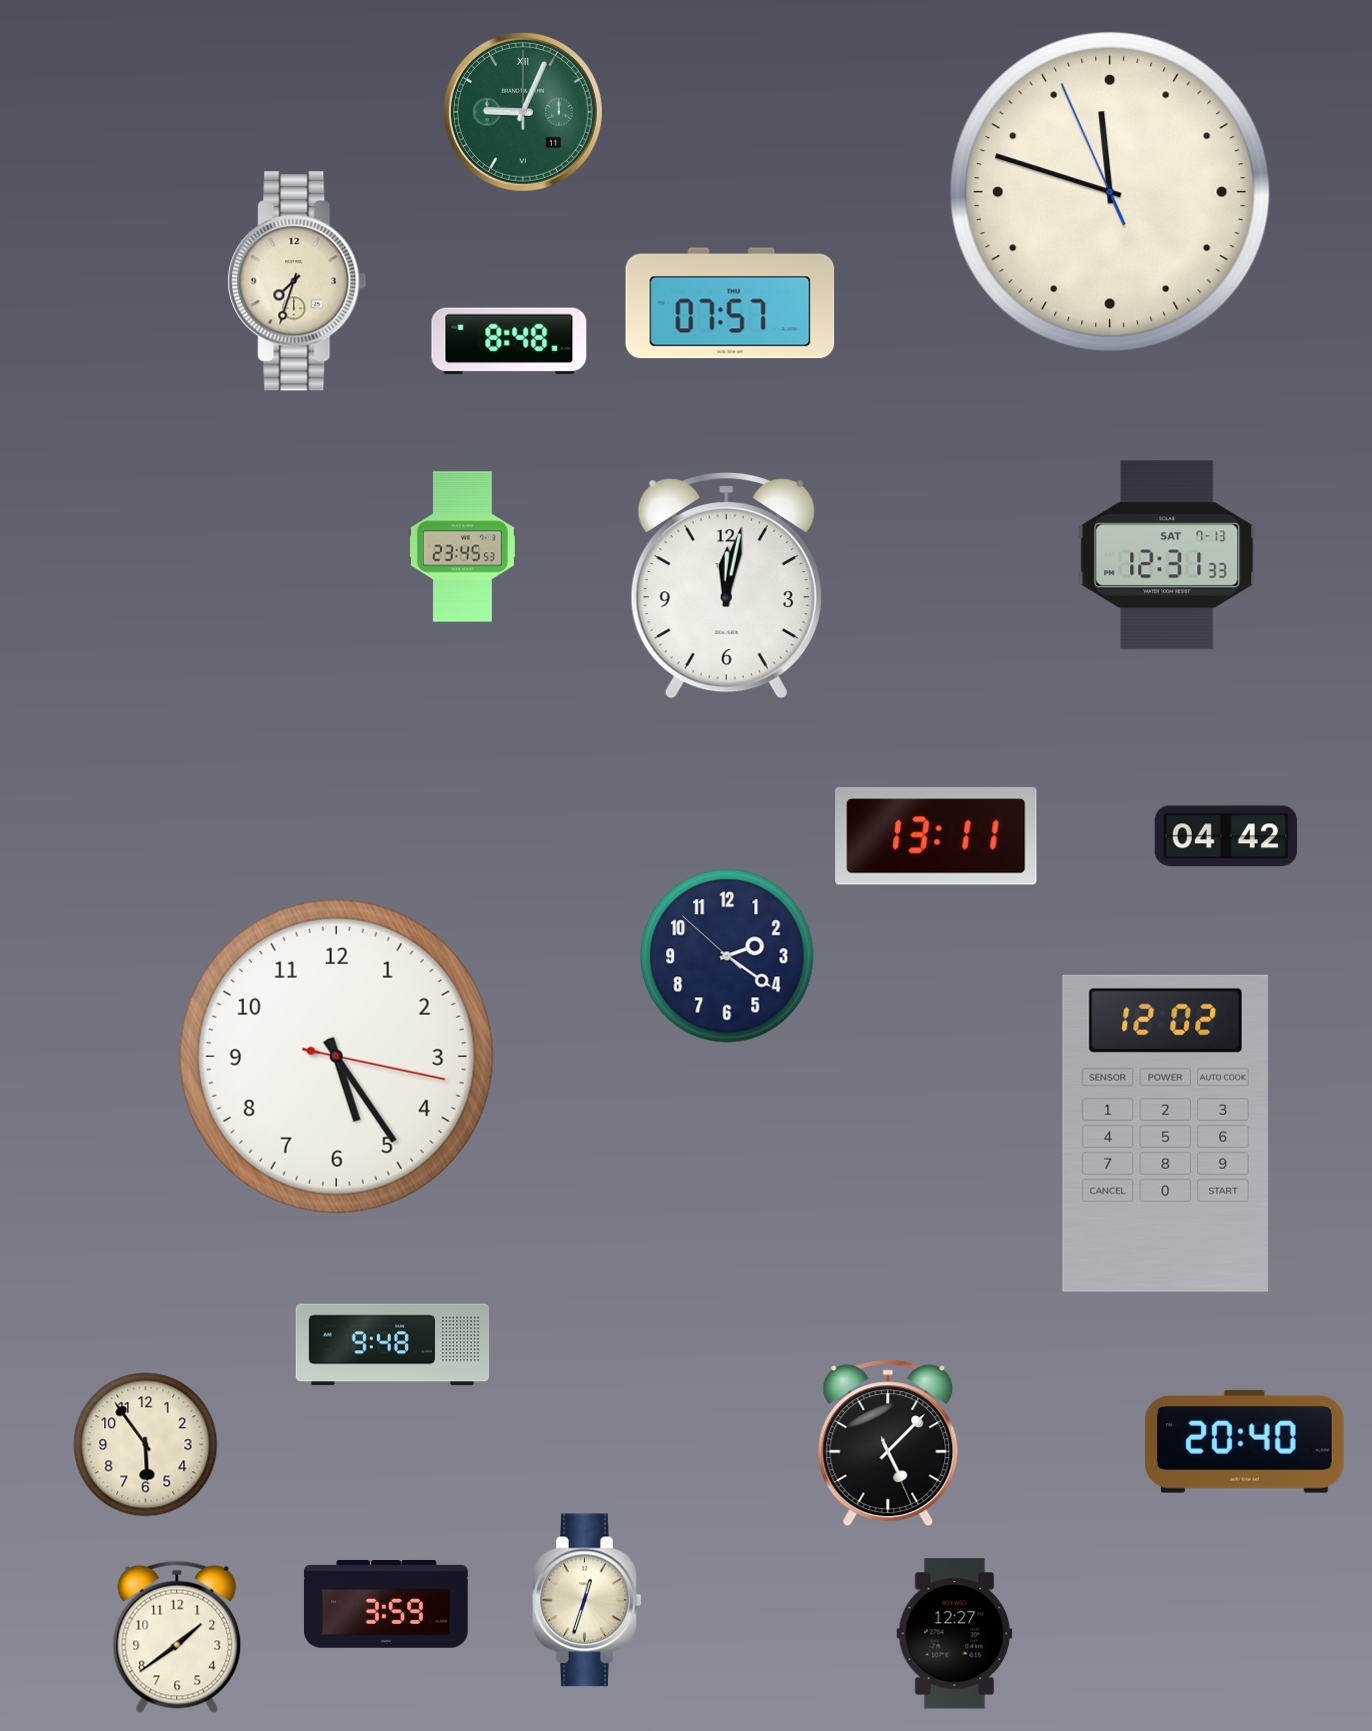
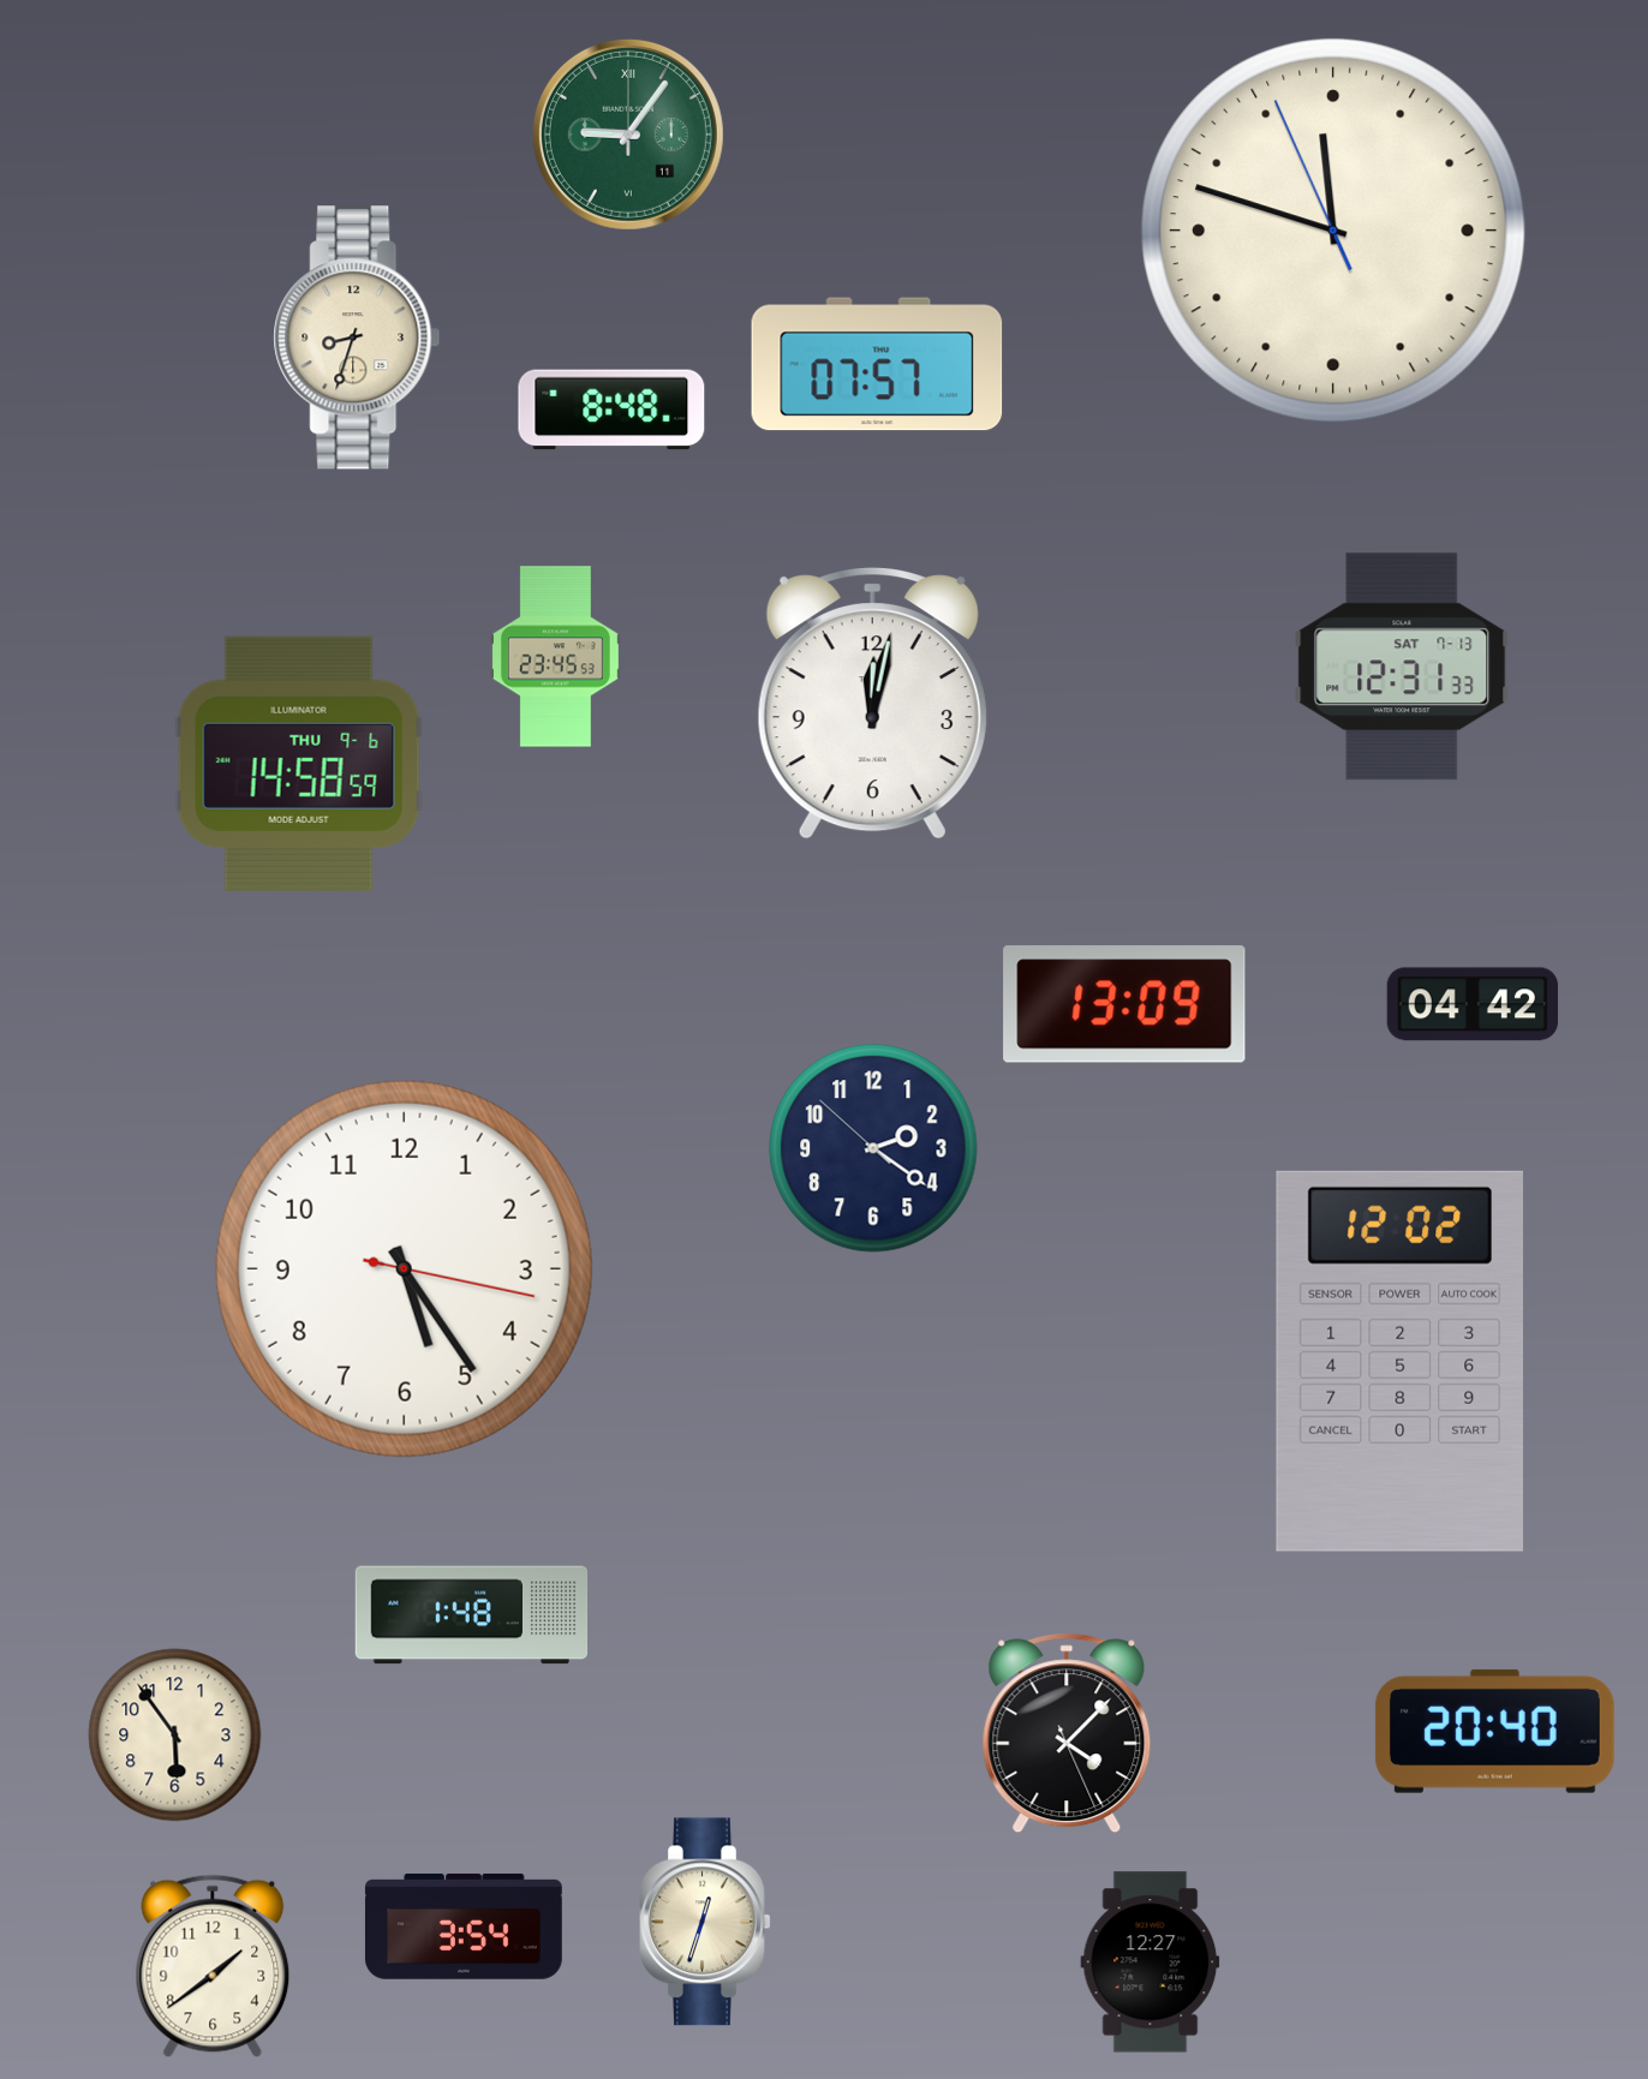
clock at (523, 112): 9:04 -> 9:06
clock at (297, 281): 7:33 -> 8:33
clock at (299, 764): none -> 14:58
clock at (936, 836): 13:11 -> 13:09
clock at (393, 1345): 9:48 -> 1:48
clock at (888, 1443): 5:07 -> 4:07
clock at (386, 1604): 3:59 -> 3:54
clock at (955, 1634) position: (955, 1634) -> (1151, 1962)
